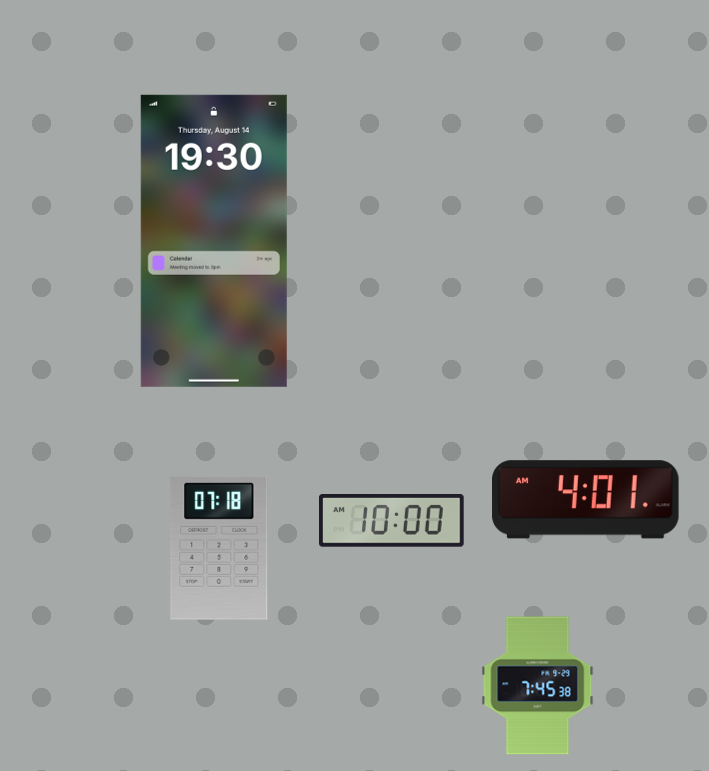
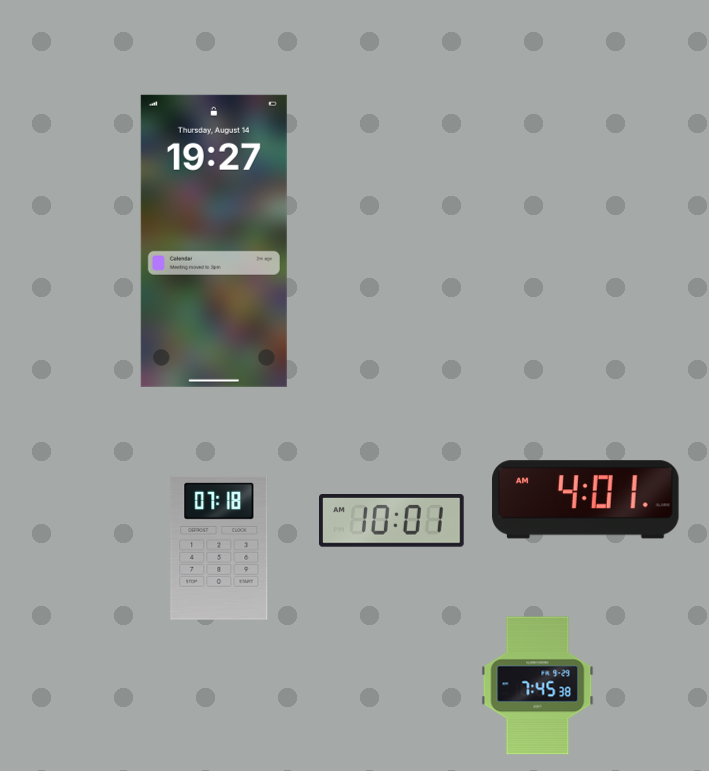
clock at (214, 241): 19:30 -> 19:27
clock at (392, 521): 10:00 -> 10:01
